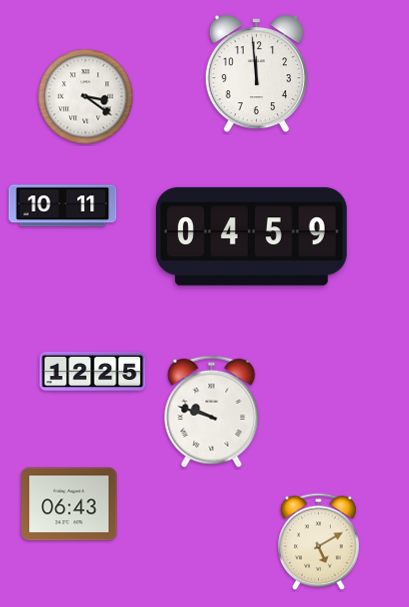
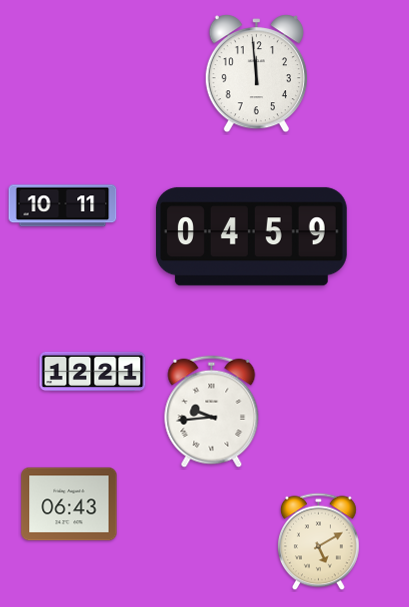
clock at (86, 97): 3:21 -> none
clock at (93, 371): 12:25 -> 12:21
clock at (212, 412): 9:48 -> 9:44
